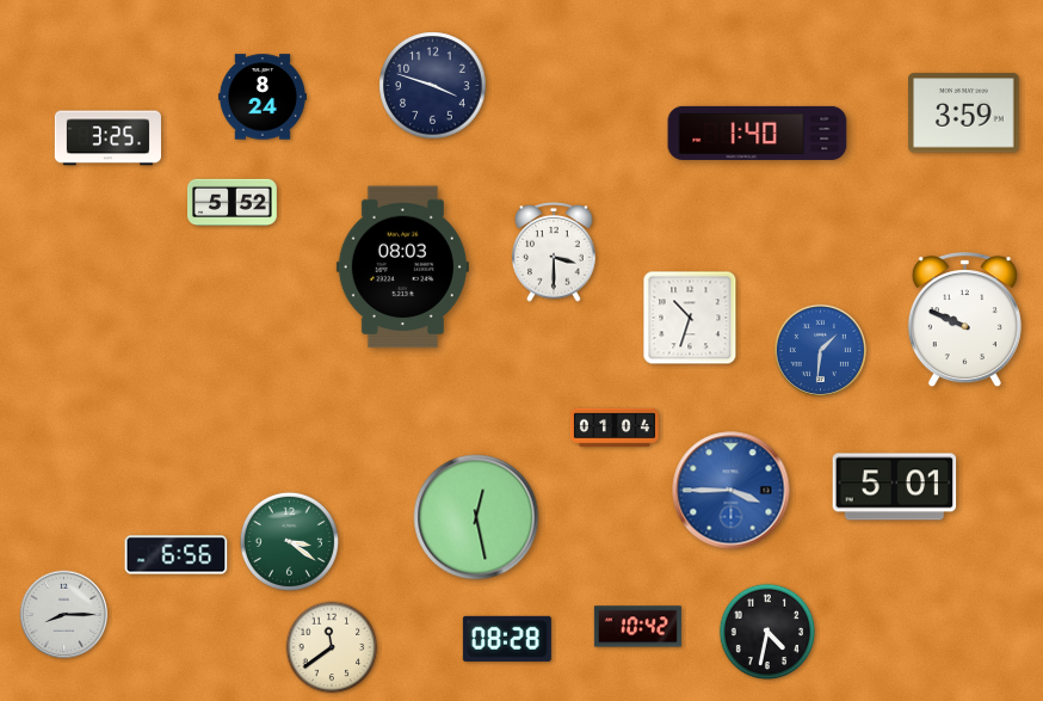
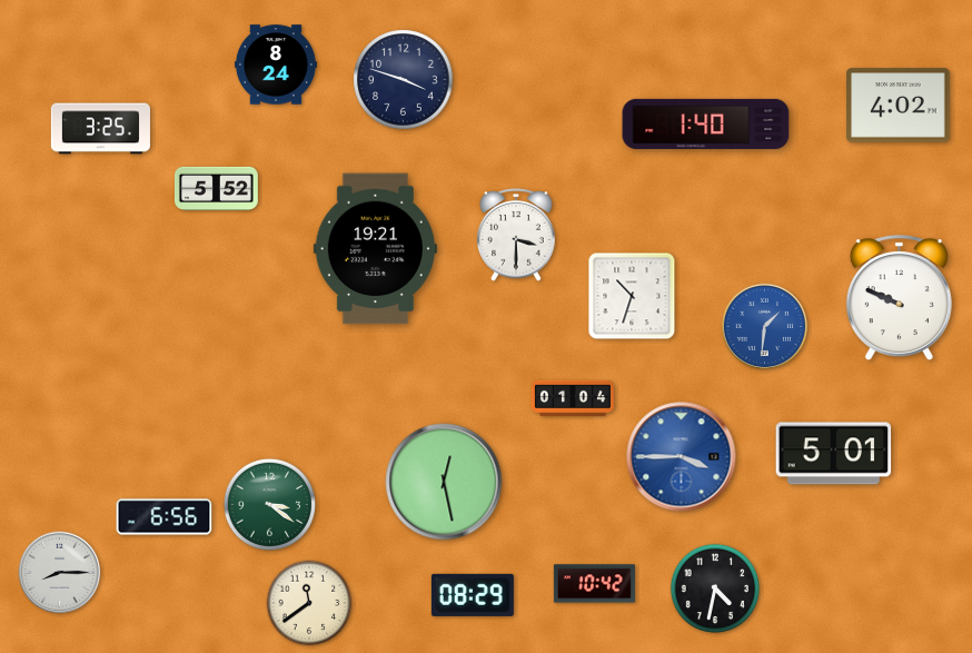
clock at (263, 97) position: (263, 97) -> (276, 65)
clock at (964, 113): 3:59 -> 4:02
clock at (402, 268): 08:03 -> 19:21
clock at (690, 318) position: (690, 318) -> (632, 296)
clock at (507, 639): 08:28 -> 08:29
